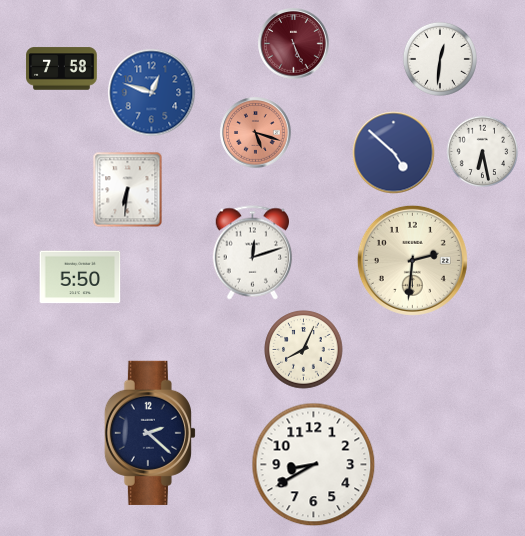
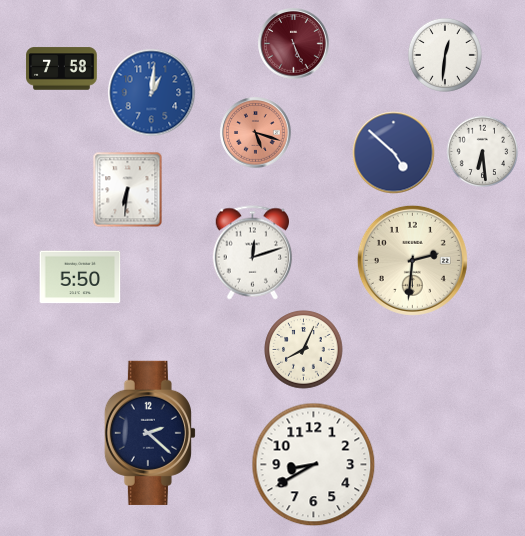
clock at (440, 59) position: (440, 59) -> (445, 55)
clock at (152, 93): 12:48 -> 1:01
clock at (482, 151): 6:28 -> 6:29
